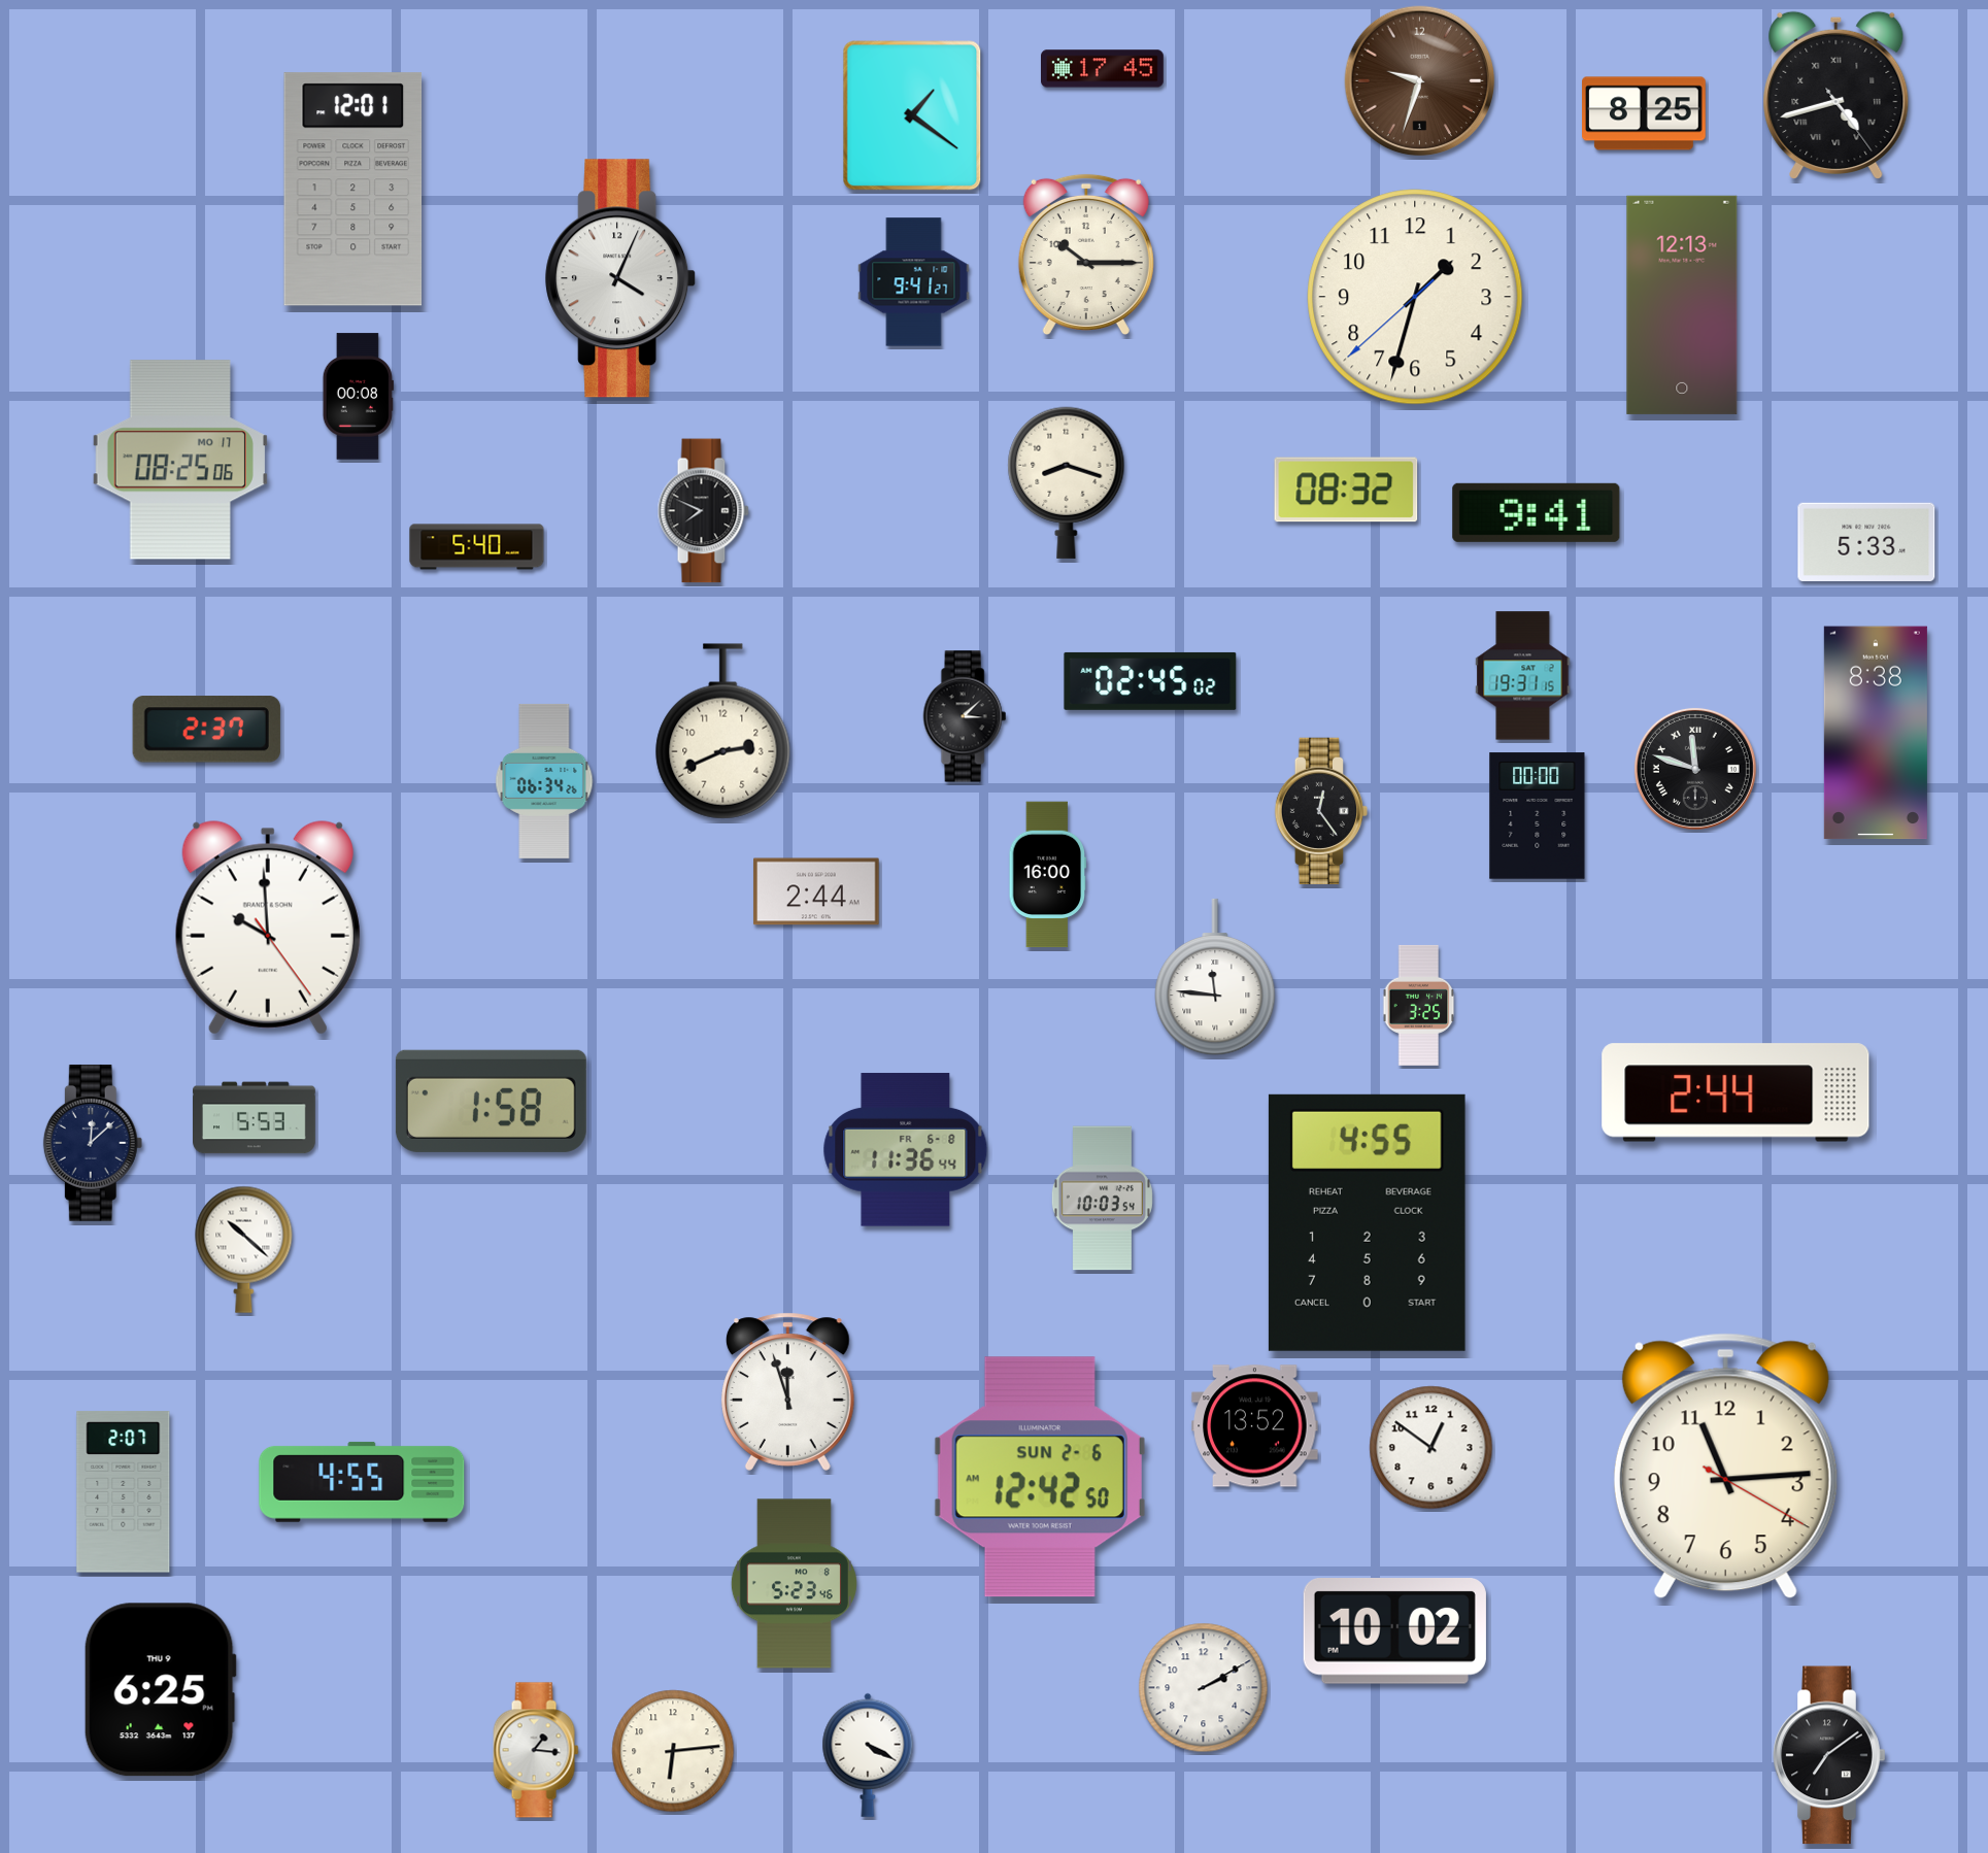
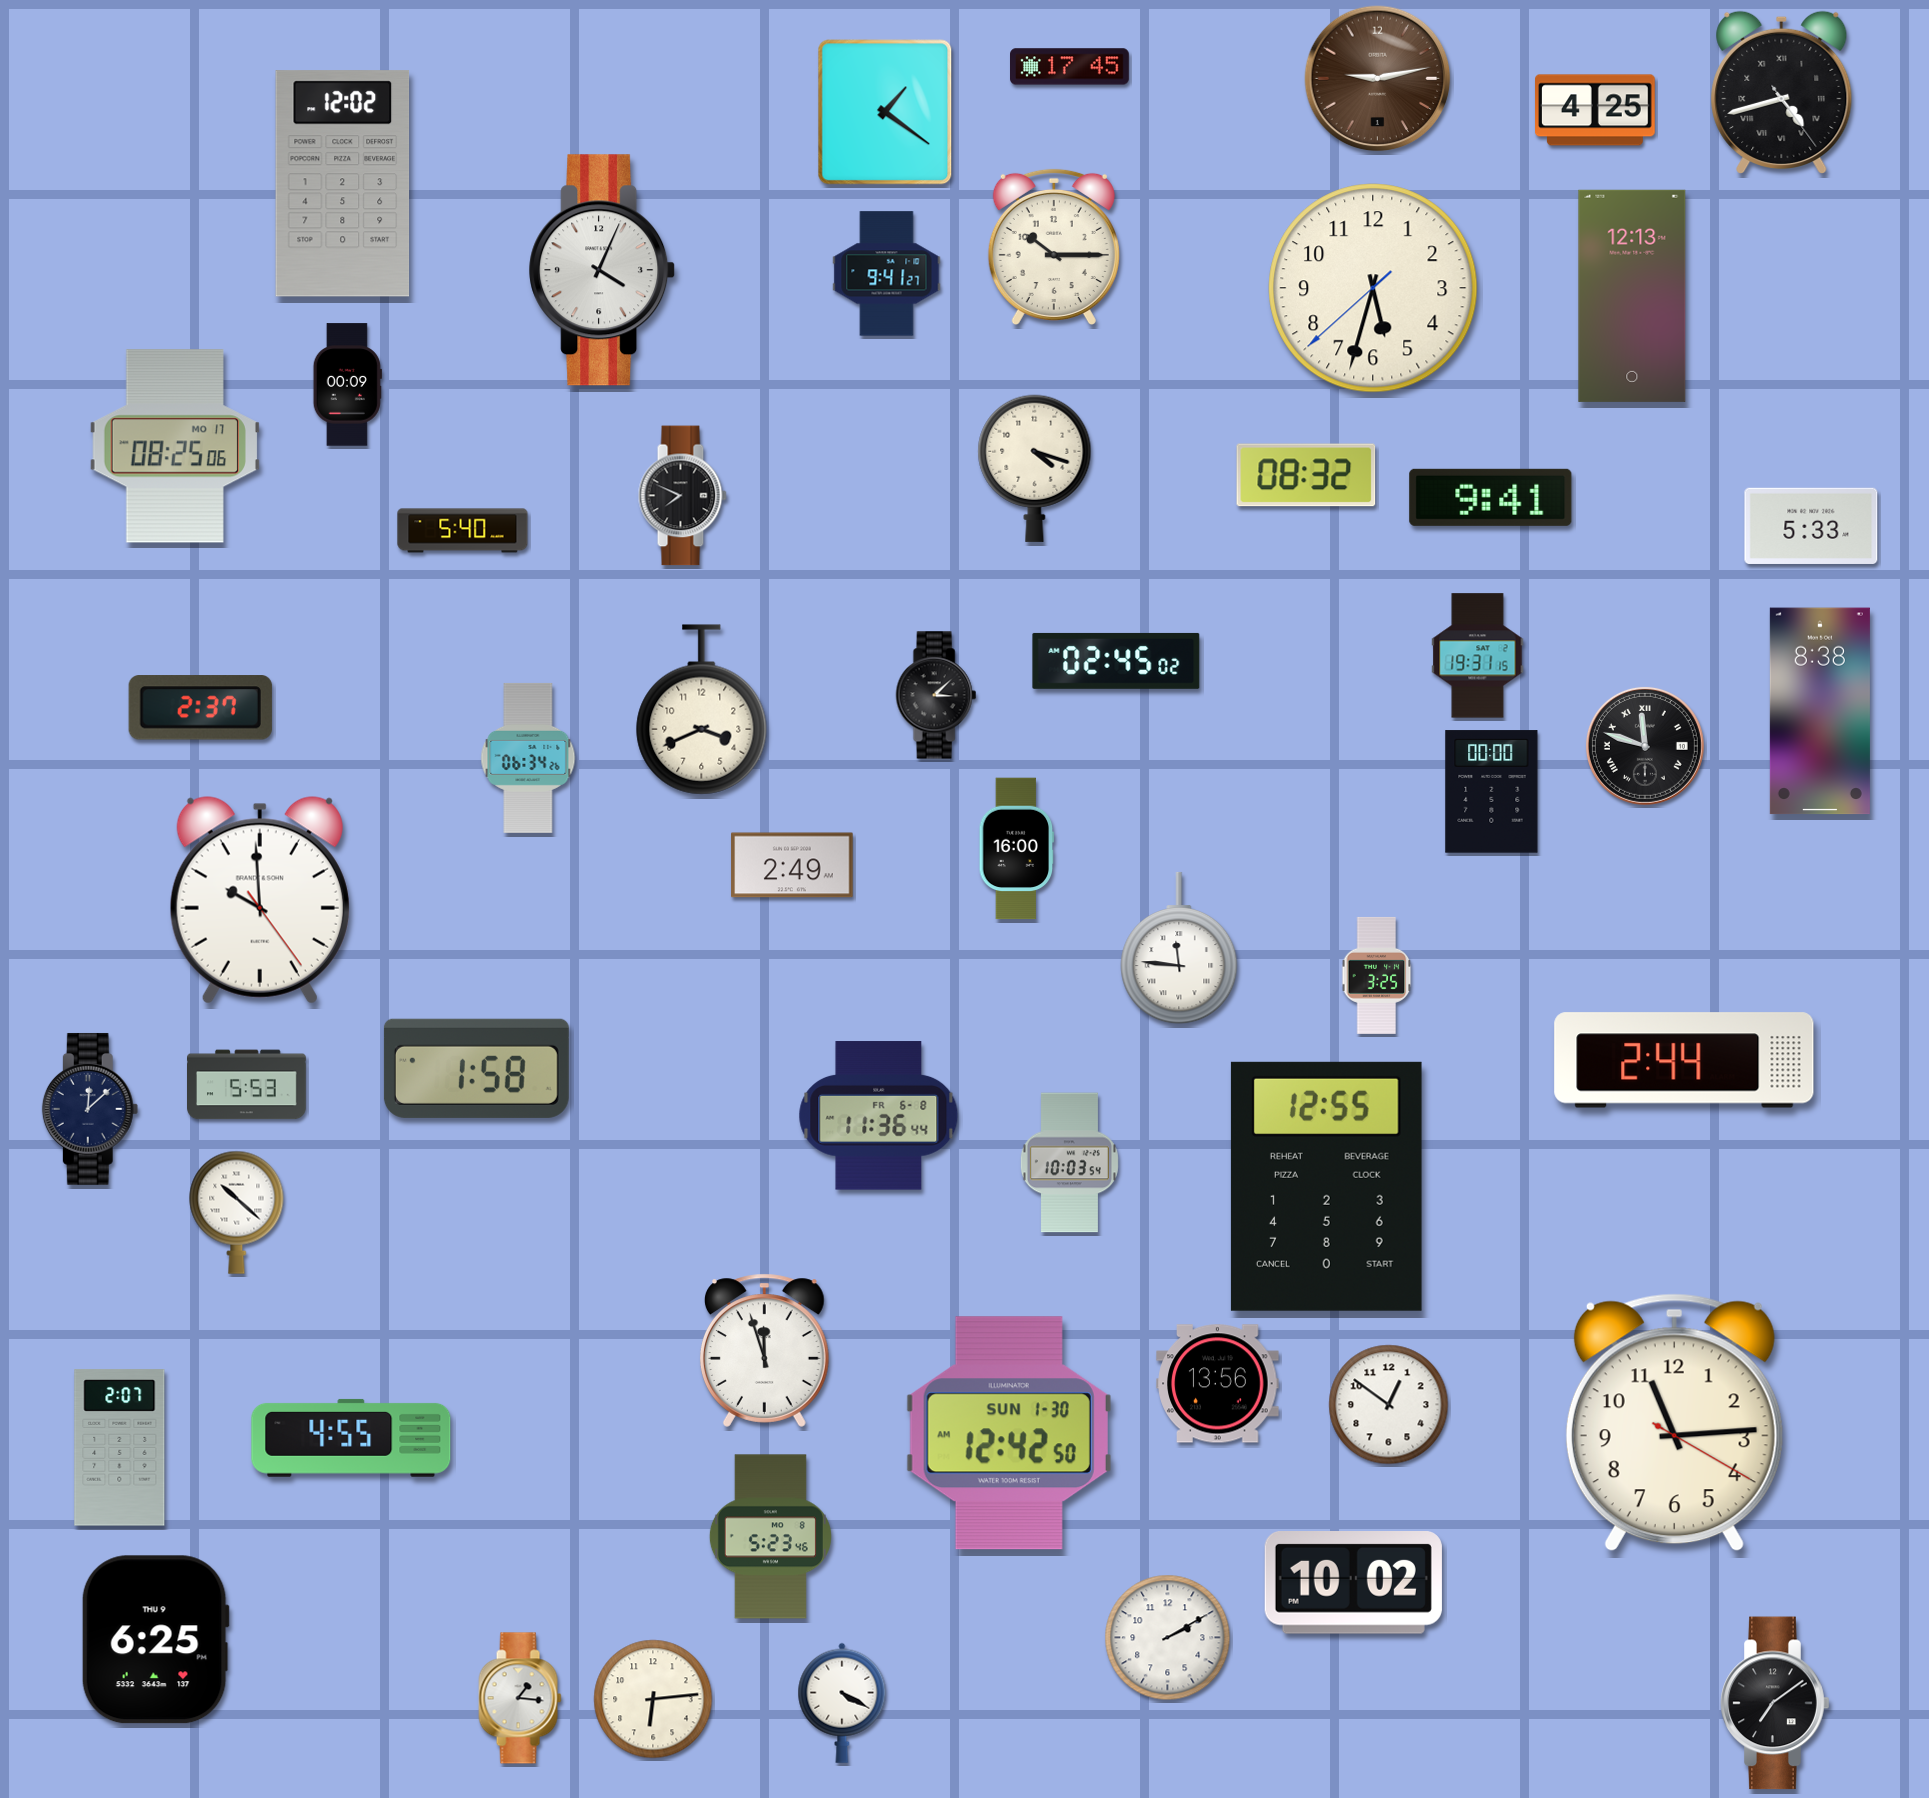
clock at (1420, 81): 9:33 -> 9:13
clock at (1645, 113): 8:25 -> 4:25
clock at (353, 190): 12:01 -> 12:02
clock at (1415, 297): 1:32 -> 5:32
clock at (358, 397): 00:08 -> 00:09
clock at (1067, 482): 8:18 -> 4:18
clock at (723, 732): 2:41 -> 3:41
clock at (1321, 811): 12:24 -> none
clock at (816, 891): 2:44 -> 2:49
clock at (1367, 1222): 4:55 -> 12:55
clock at (1255, 1426): 13:52 -> 13:56
clock at (1040, 1477) date: SUN 2-6 -> SUN 1-30
